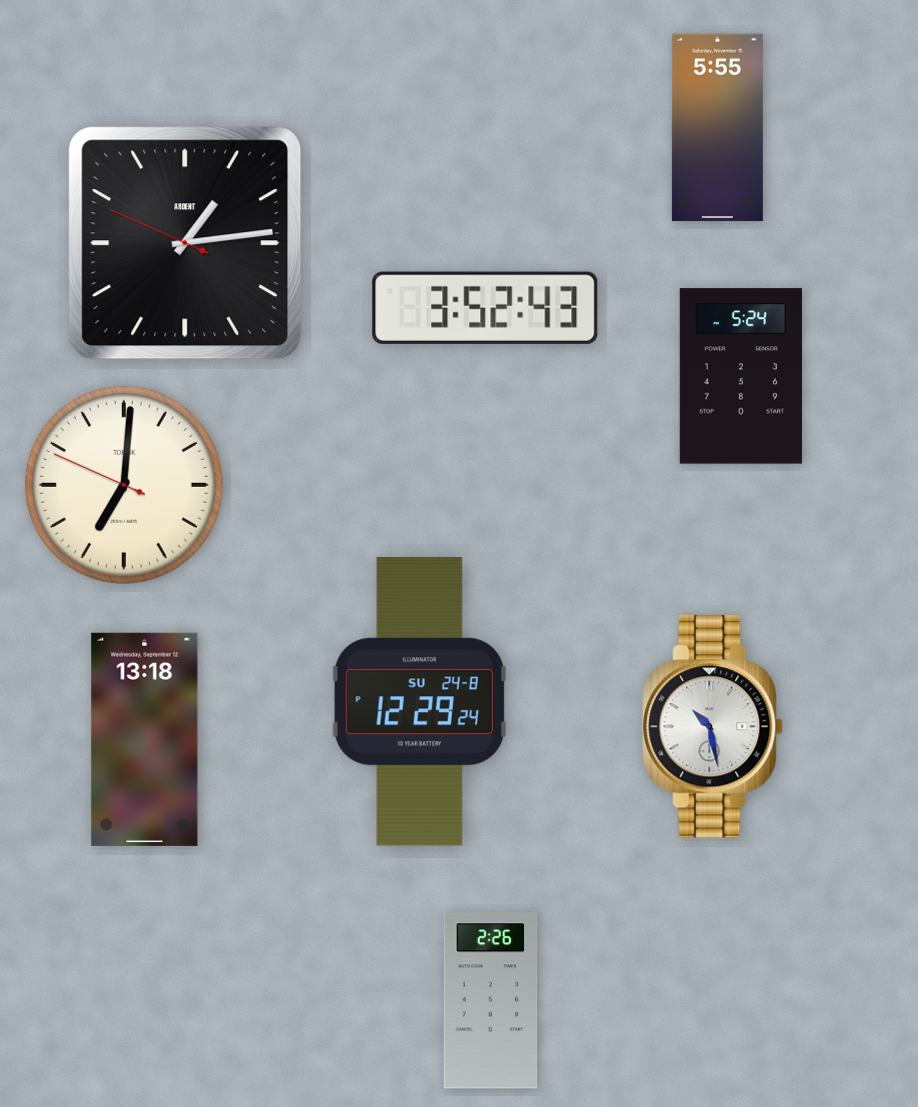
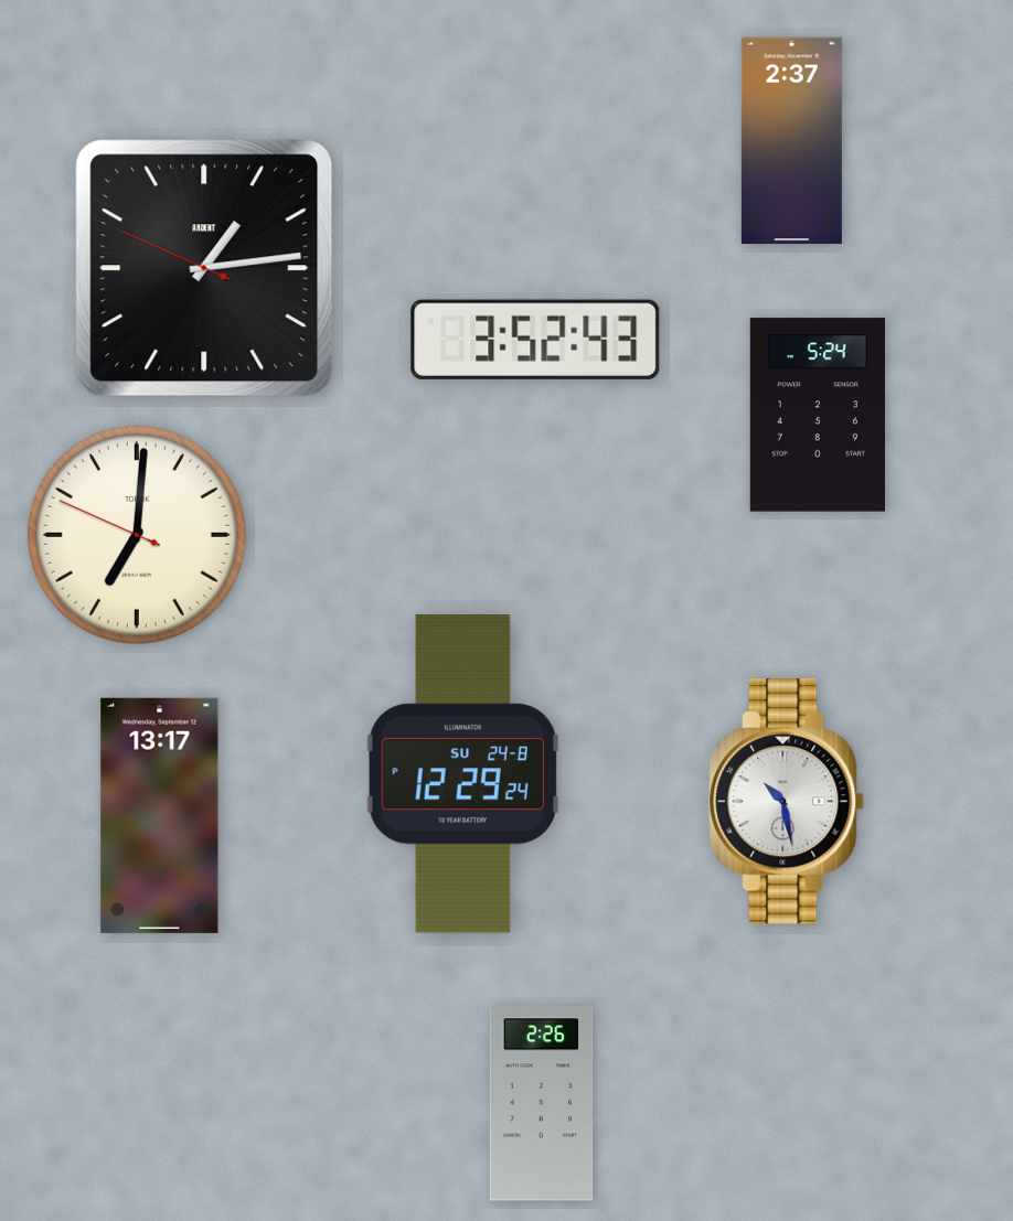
clock at (717, 128): 5:55 -> 2:37
clock at (145, 739): 13:18 -> 13:17
